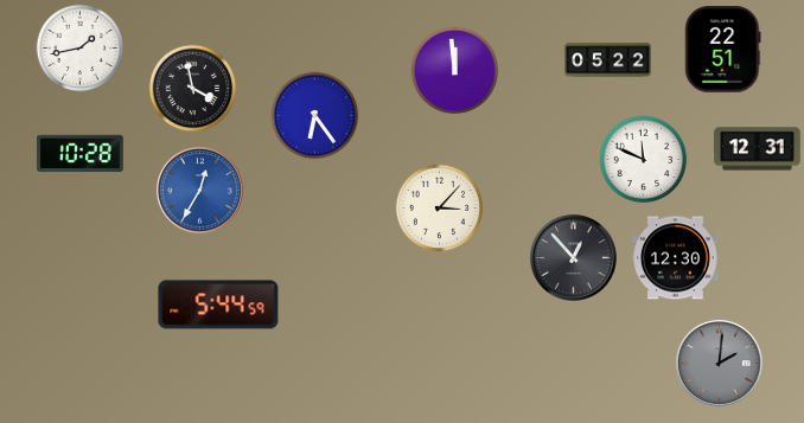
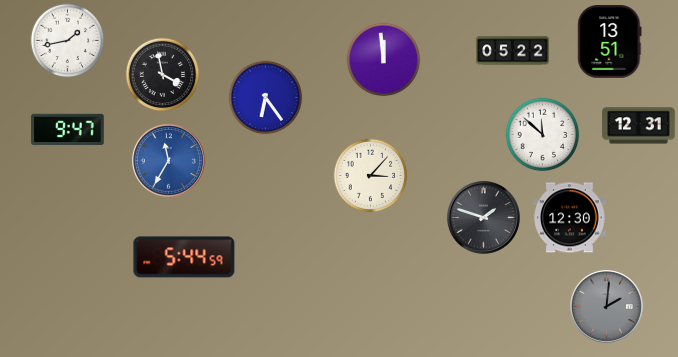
clock at (723, 50): 22:51 -> 13:51
clock at (81, 154): 10:28 -> 9:47
clock at (644, 160): 11:49 -> 11:52
clock at (199, 190): 12:35 -> 11:35
clock at (573, 257): 12:53 -> 1:48
